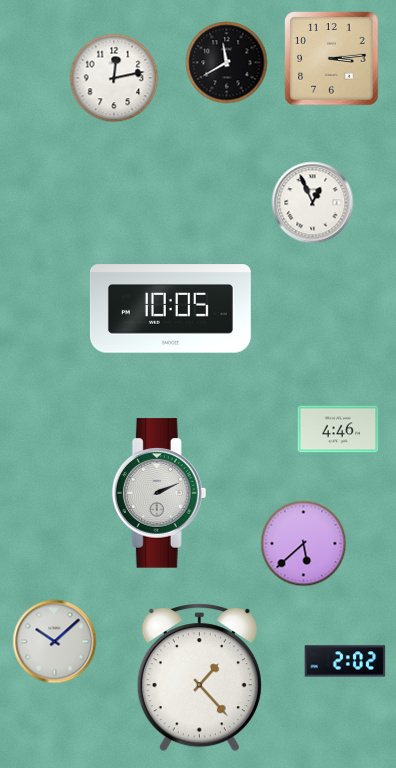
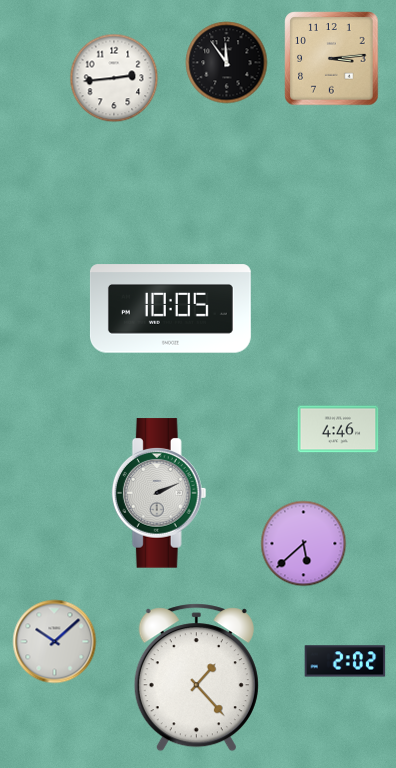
clock at (227, 63): 11:40 -> 11:54
clock at (114, 78): 12:13 -> 2:44
clock at (313, 203): 12:56 -> none
clock at (199, 678) position: (199, 678) -> (196, 678)
